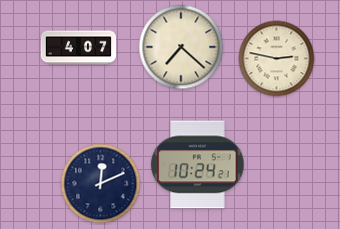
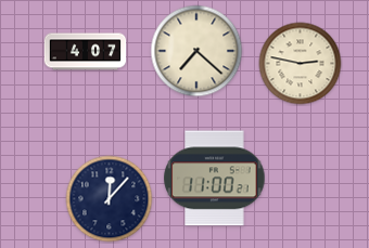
clock at (198, 165): 10:24 -> 11:00
clock at (101, 184): 12:11 -> 12:07
